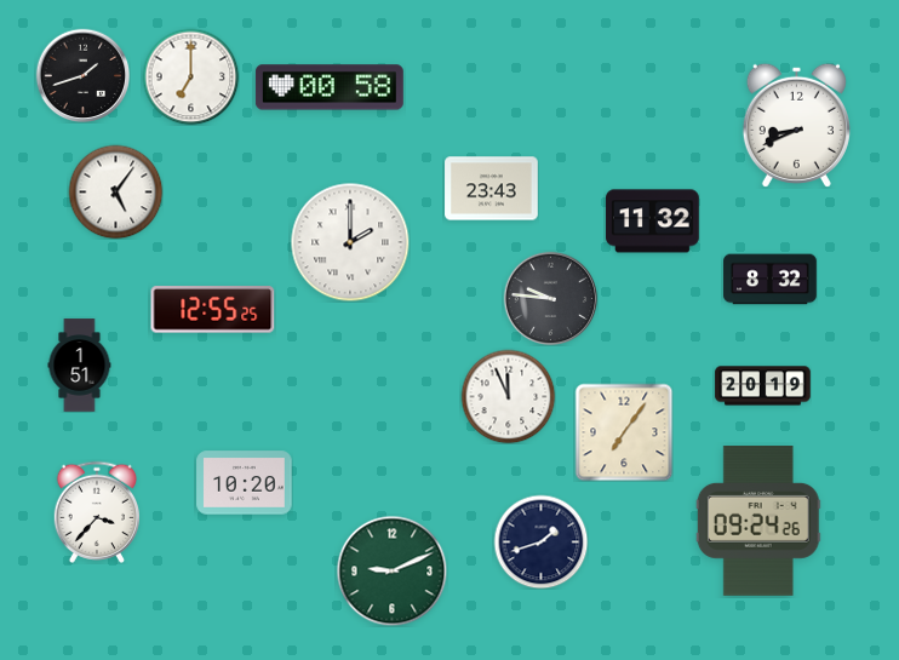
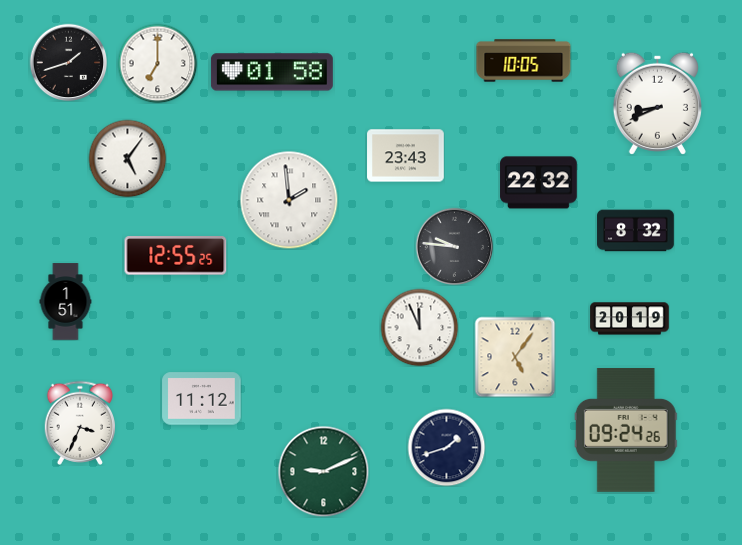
clock at (524, 61): none -> 10:05
clock at (330, 87): 00:58 -> 01:58
clock at (115, 191) position: (115, 191) -> (127, 158)
clock at (653, 222): 11:32 -> 22:32
clock at (350, 242): 2:00 -> 1:59
clock at (624, 432): 7:06 -> 5:06
clock at (245, 483): 10:20 -> 11:12
clock at (96, 512): 3:37 -> 3:34
